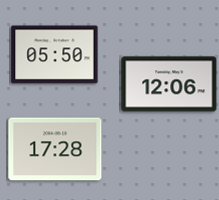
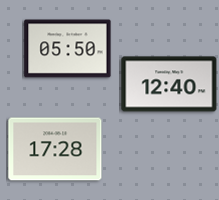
clock at (55, 55) position: (55, 55) -> (68, 49)
clock at (169, 84): 12:06 -> 12:40
